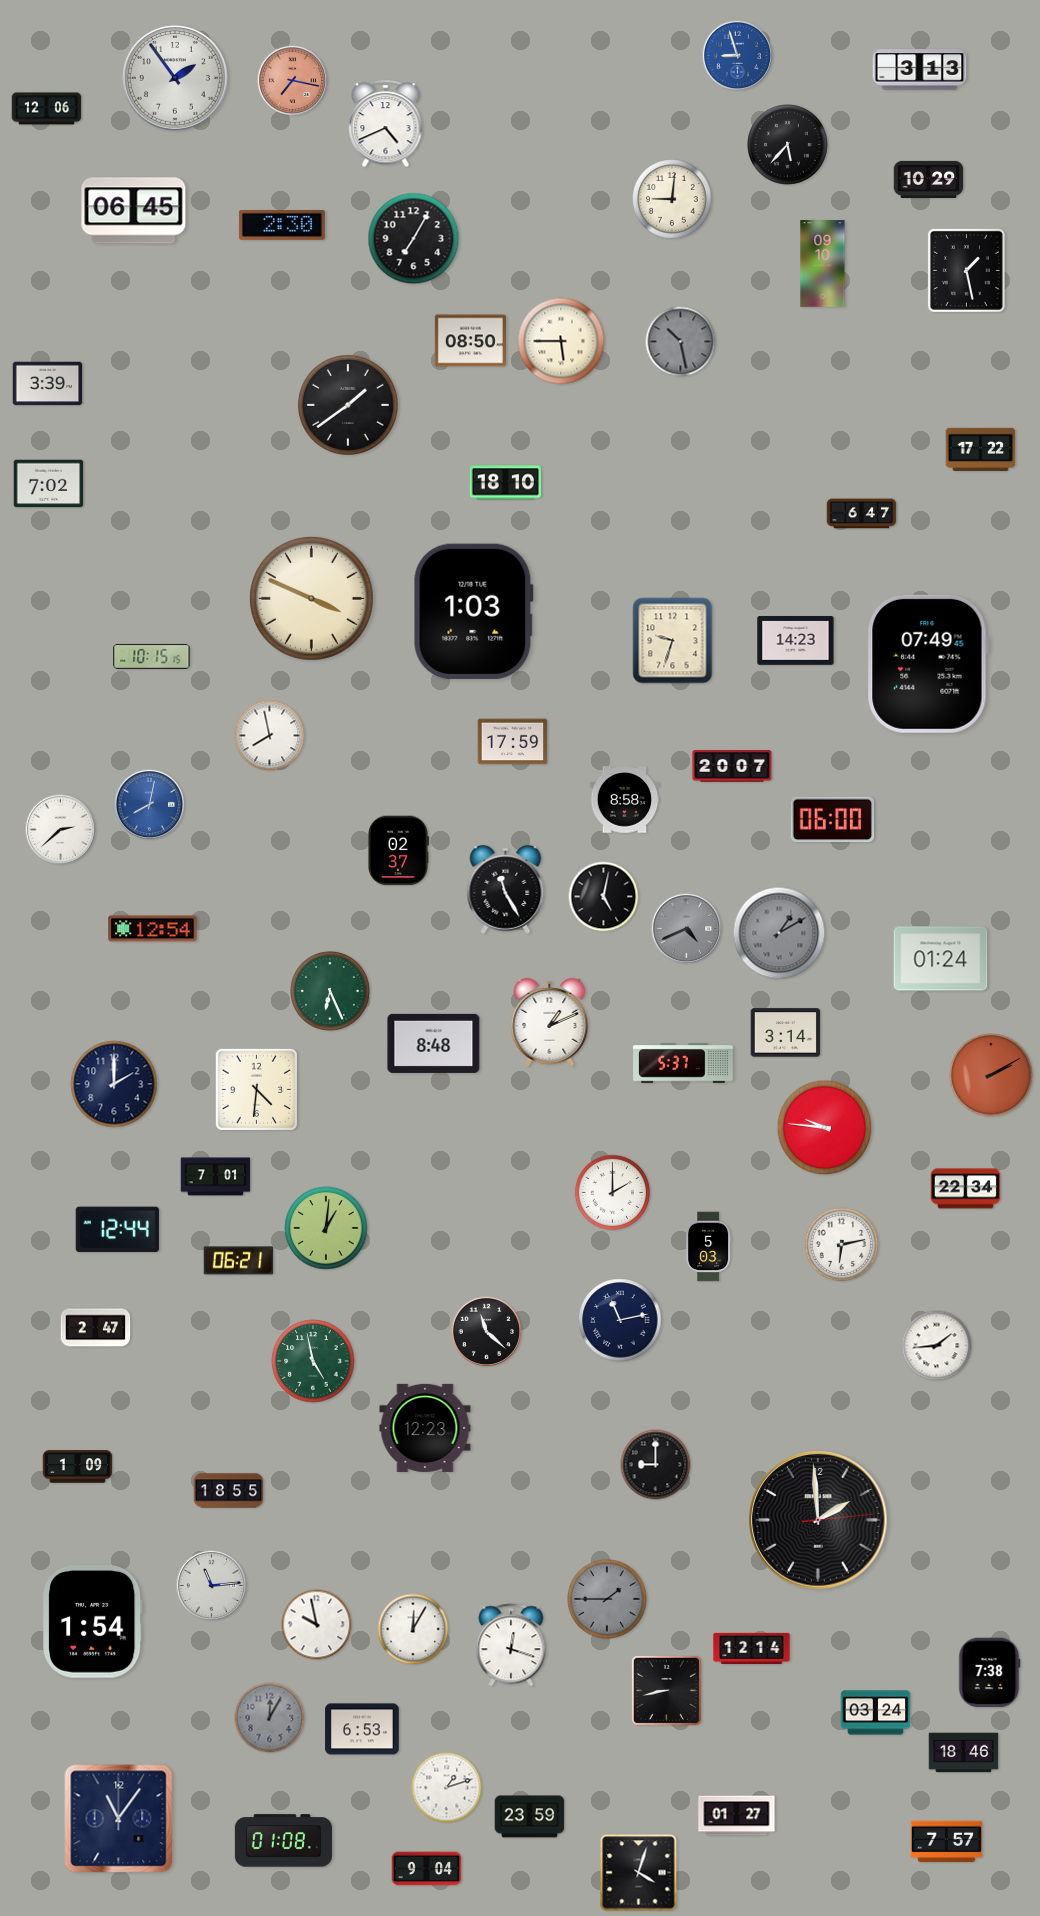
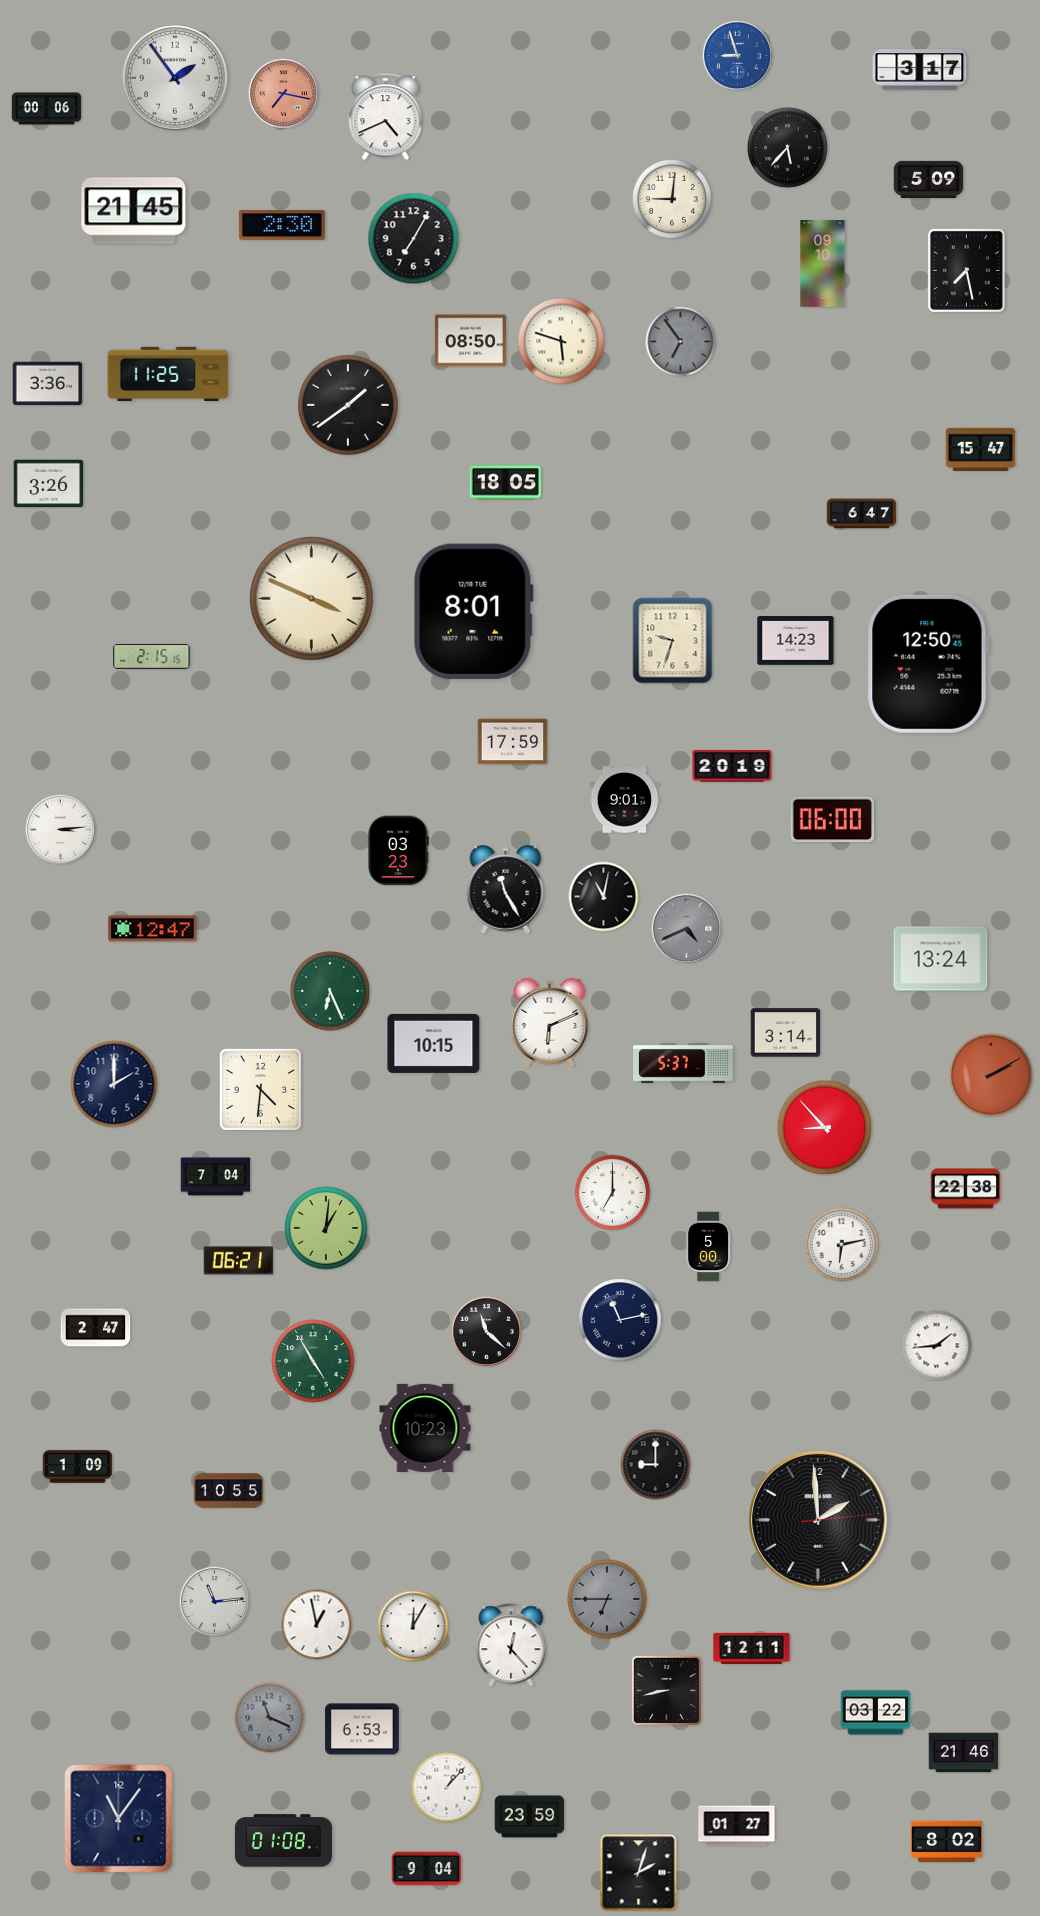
clock at (920, 70): 3:13 -> 3:17
clock at (293, 81) position: (293, 81) -> (284, 94)
clock at (47, 109): 12:06 -> 00:06
clock at (386, 124) position: (386, 124) -> (386, 117)
clock at (788, 145) position: (788, 145) -> (788, 148)
clock at (929, 179): 10:29 -> 5:09
clock at (134, 211): 06:45 -> 21:45
clock at (966, 270): 1:28 -> 7:28
clock at (561, 341): 5:45 -> 5:48
clock at (681, 342): 10:28 -> 6:54
clock at (168, 374): none -> 11:25
clock at (48, 384): 3:39 -> 3:36
clock at (981, 450): 17:22 -> 15:47
clock at (505, 483): 18:10 -> 18:05
clock at (49, 484): 7:02 -> 3:26
clock at (473, 611): 1:03 -> 8:01
clock at (152, 656): 10:15 -> 2:15
clock at (928, 664): 07:49 -> 12:50
clock at (270, 736): 7:58 -> none
clock at (732, 766): 20:07 -> 20:19
clock at (625, 800): 8:58 -> 9:01
clock at (150, 805): 8:02 -> none
clock at (61, 830): 2:38 -> 3:14
clock at (398, 851): 02:37 -> 03:23
clock at (604, 897): 5:02 -> 11:02
clock at (153, 929): 12:54 -> 12:47
clock at (779, 933): 1:10 -> none
clock at (941, 959): 01:24 -> 13:24
clock at (550, 1022): 1:11 -> 6:11
clock at (434, 1043): 8:48 -> 10:15
clock at (256, 1089) position: (256, 1089) -> (260, 1089)
clock at (825, 1128): 9:46 -> 8:53
clock at (216, 1177): 7:01 -> 7:04
clock at (966, 1189): 22:34 -> 22:38
clock at (613, 1193): 2:00 -> 7:00
clock at (117, 1230): 12:44 -> none
clock at (709, 1247): 5:03 -> 5:00
clock at (313, 1361): 4:58 -> 4:55
clock at (425, 1428): 12:23 -> 10:23
clock at (229, 1491): 18:55 -> 10:55
clock at (212, 1586) position: (212, 1586) -> (215, 1602)
clock at (608, 1600): 1:45 -> 6:45
clock at (93, 1622): 1:54 -> none
clock at (317, 1625): 9:58 -> 12:58
clock at (413, 1629) position: (413, 1629) -> (413, 1626)
clock at (511, 1645): 12:18 -> 12:23
clock at (752, 1648): 12:14 -> 12:11
clock at (989, 1673): 7:38 -> none
clock at (876, 1713): 03:24 -> 03:22
clock at (270, 1718): 12:05 -> 11:19
clock at (964, 1753): 18:46 -> 21:46
clock at (447, 1788): 1:12 -> 1:07
clock at (737, 1816) position: (737, 1816) -> (737, 1826)
clock at (946, 1842): 7:57 -> 8:02
clock at (639, 1873): 4:03 -> 2:03
